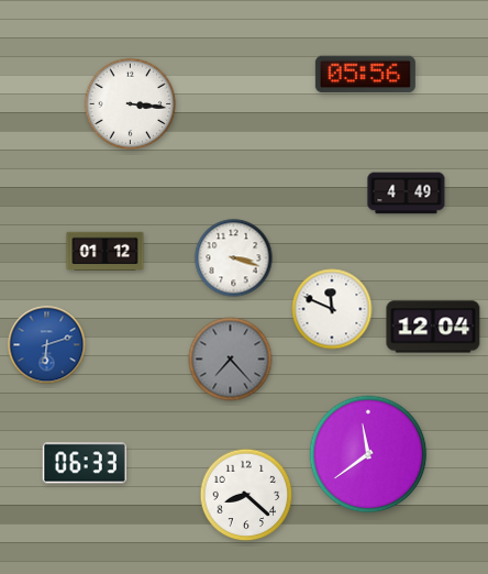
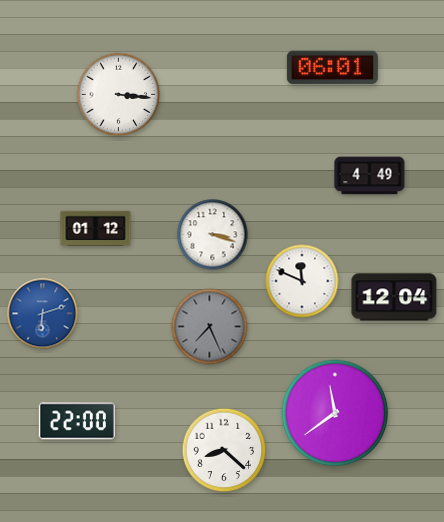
clock at (365, 75): 05:56 -> 06:01
clock at (231, 360): 7:23 -> 7:26
clock at (85, 463): 06:33 -> 22:00
